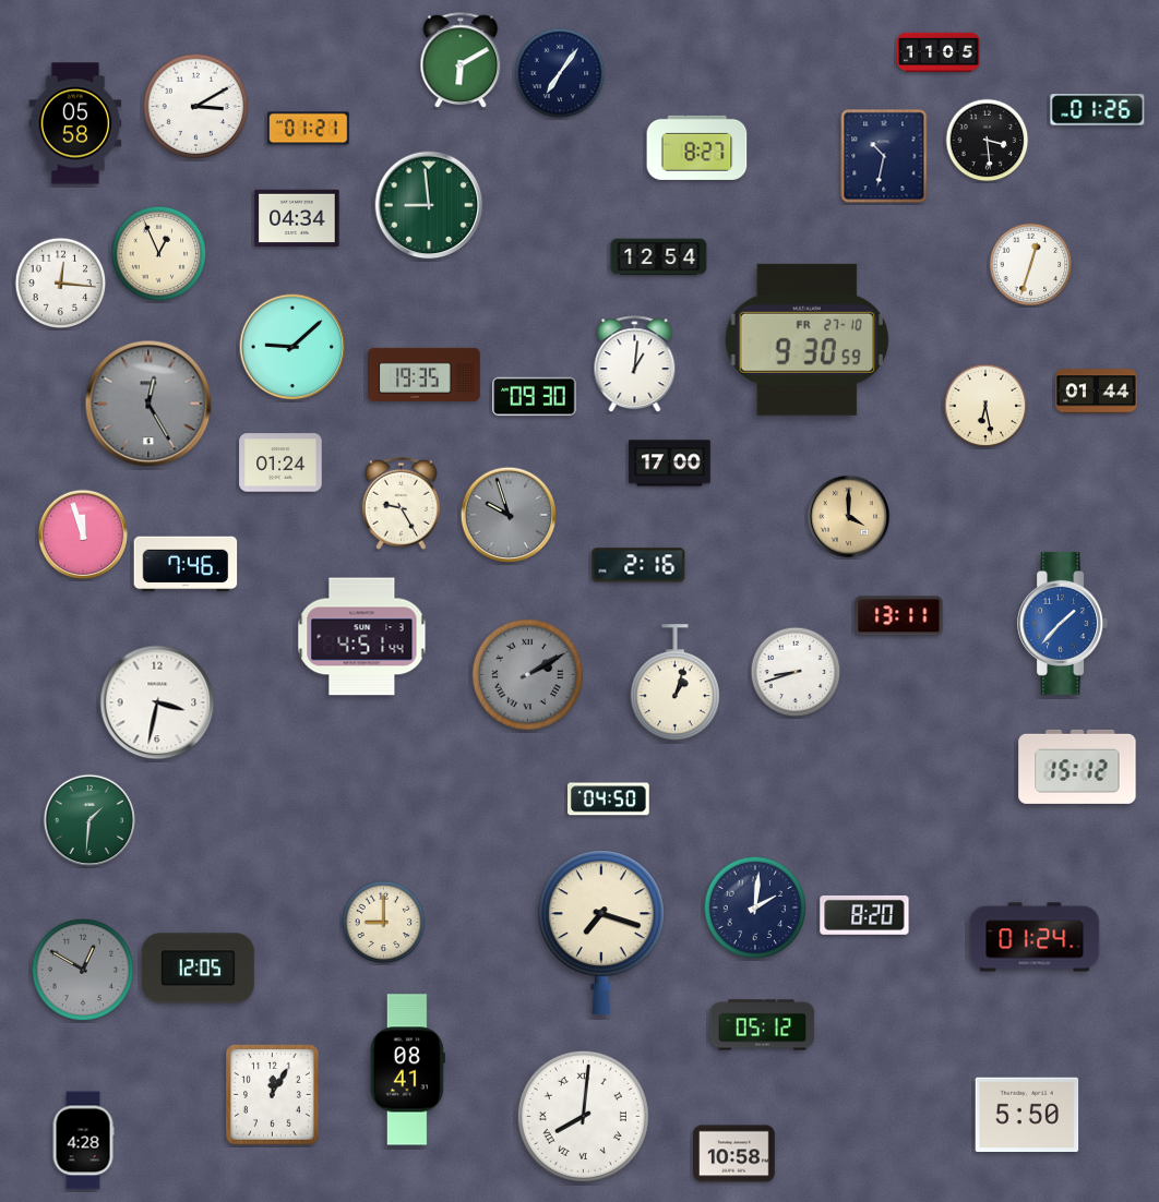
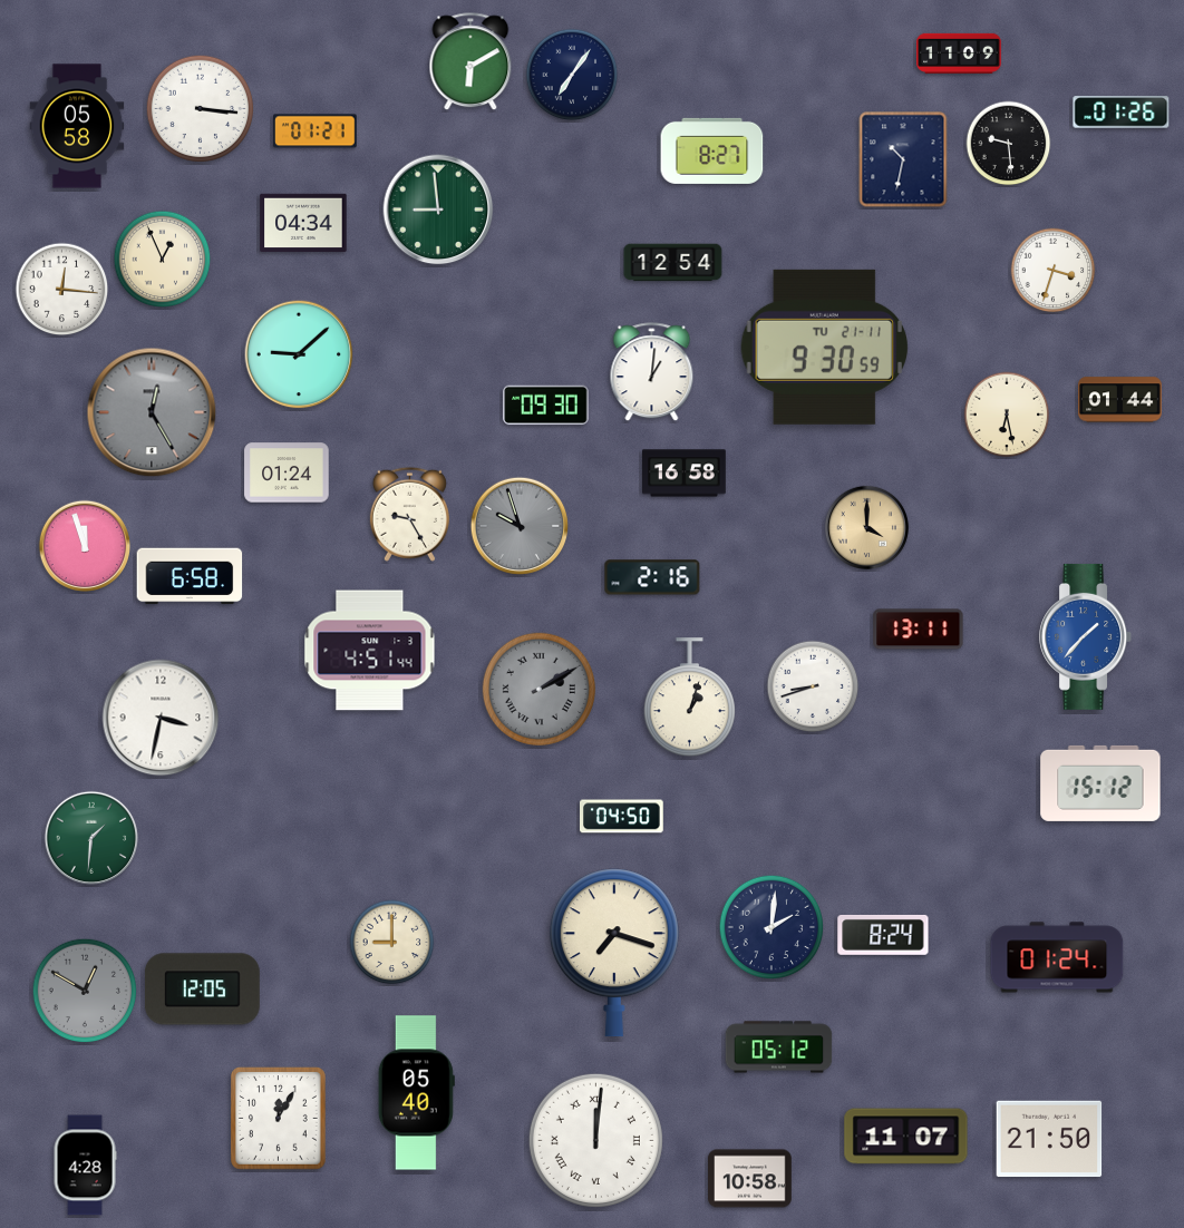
clock at (939, 52): 11:05 -> 11:09
clock at (196, 107): 3:10 -> 3:16
clock at (988, 141): 3:29 -> 9:29
clock at (1031, 265): 12:33 -> 3:33
clock at (806, 339) date: FR 27-10 -> TU 21-11
clock at (635, 364) position: (635, 364) -> (652, 372)
clock at (425, 374): 19:35 -> none
clock at (670, 464): 17:00 -> 16:58
clock at (186, 564): 7:46 -> 6:58
clock at (864, 915): 8:20 -> 8:24
clock at (407, 1070): 08:41 -> 05:40
clock at (906, 1137): none -> 11:07
clock at (1027, 1115): 5:50 -> 21:50
clock at (583, 1116): 8:01 -> 12:01
